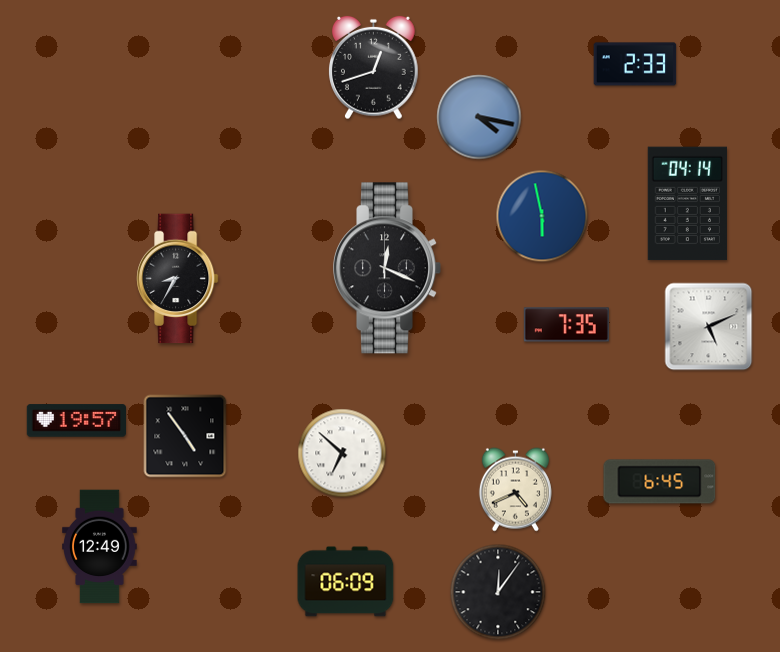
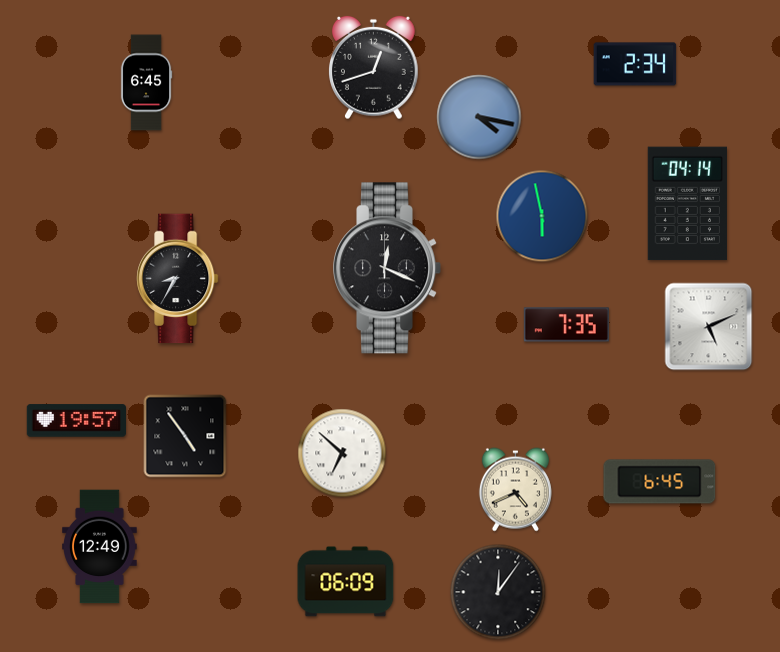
clock at (635, 64): 2:33 -> 2:34
clock at (146, 83): none -> 6:45
